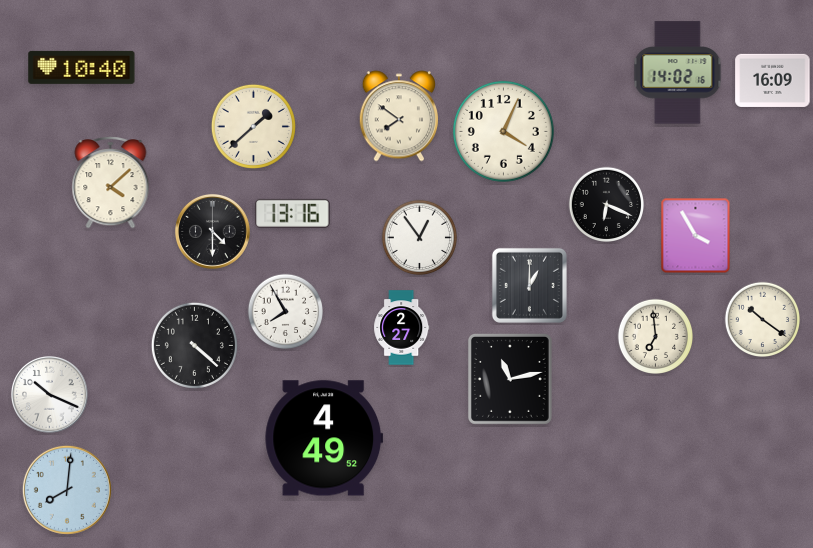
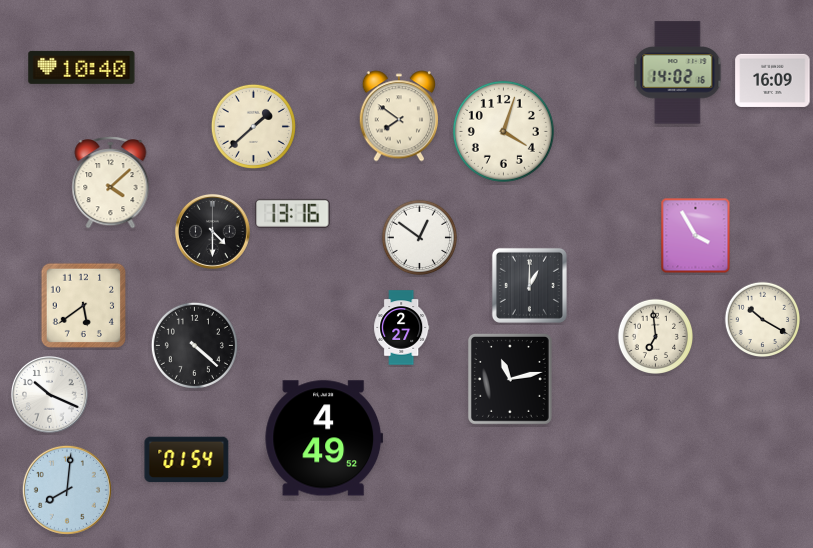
clock at (503, 131): 4:04 -> 4:03
clock at (607, 205): 6:19 -> none
clock at (420, 238): 12:54 -> 12:51
clock at (83, 305): none -> 5:39
clock at (286, 312): 7:55 -> none
clock at (763, 320): 10:21 -> 10:20
clock at (187, 460): none -> 01:54
